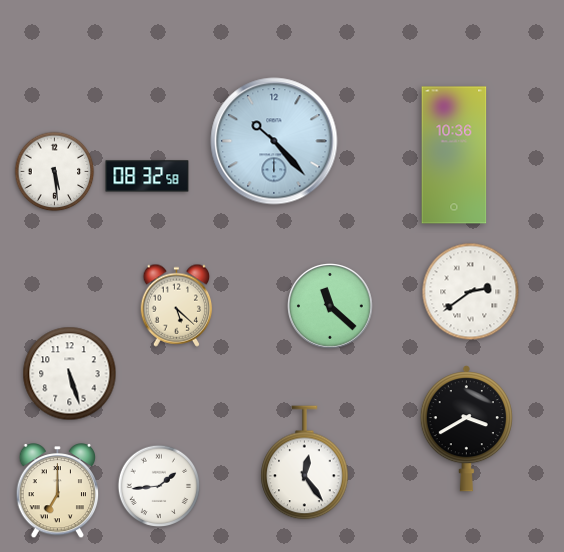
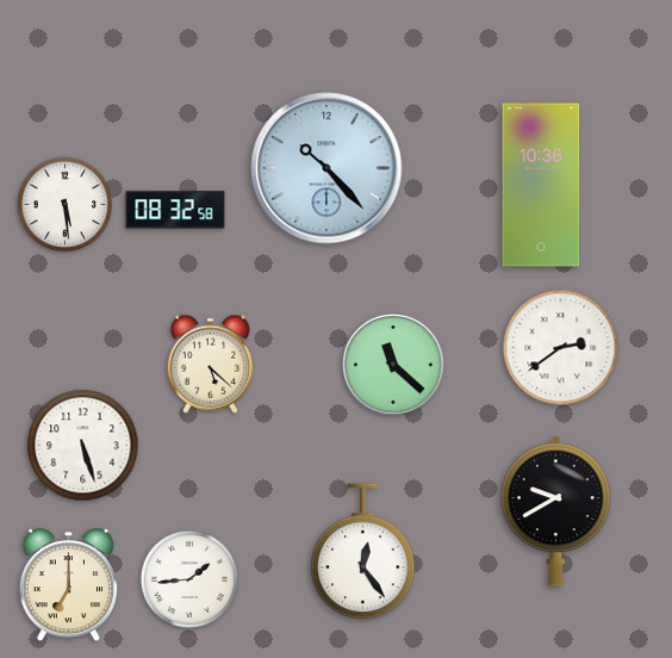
clock at (466, 429): 3:40 -> 9:40
